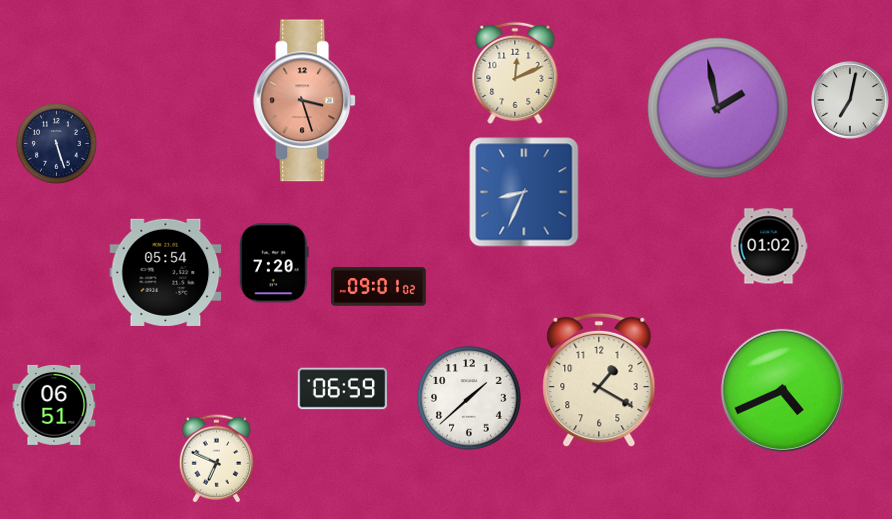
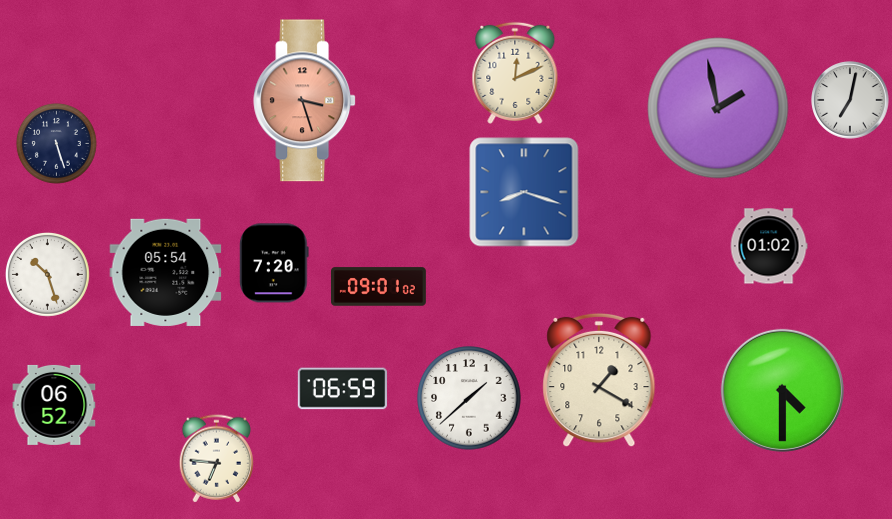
clock at (524, 192): 8:34 -> 8:18
clock at (47, 274): none -> 10:27
clock at (782, 390): 4:41 -> 4:30
clock at (54, 405): 06:51 -> 06:52
clock at (216, 459): 6:49 -> 6:46
